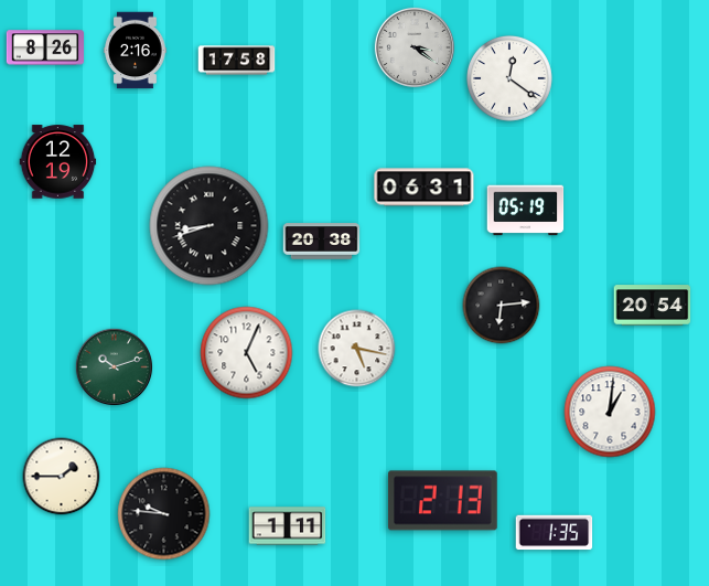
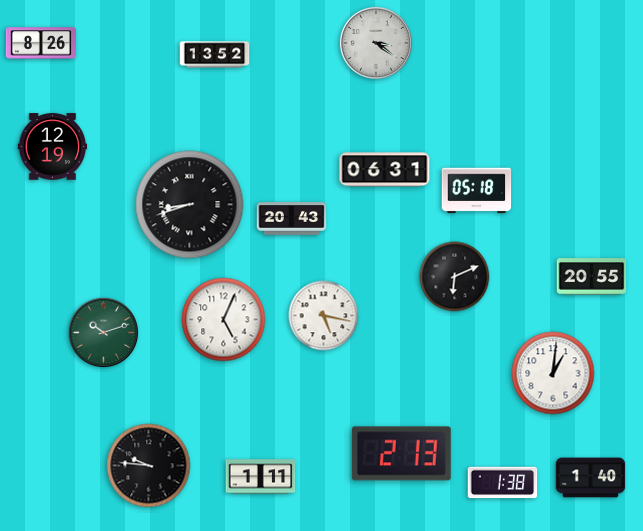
clock at (136, 51): 2:16 -> none
clock at (237, 61): 17:58 -> 13:52
clock at (509, 78): 12:21 -> none
clock at (526, 211): 05:19 -> 05:18
clock at (322, 242): 20:38 -> 20:43
clock at (502, 306): 6:14 -> 6:11
clock at (653, 306): 20:54 -> 20:55
clock at (62, 477): 1:45 -> none
clock at (591, 478): none -> 1:40
clock at (555, 533): 1:35 -> 1:38
